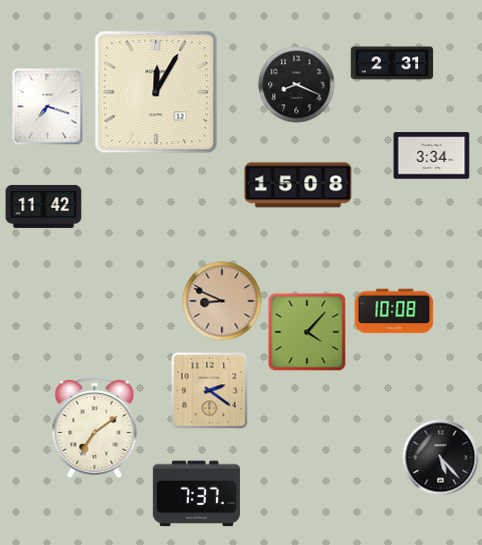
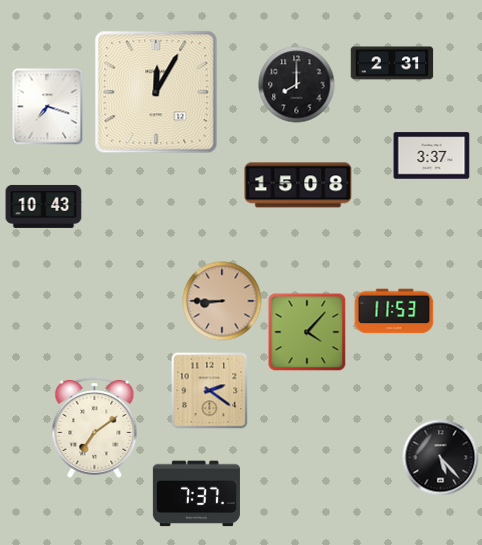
clock at (297, 85): 8:19 -> 8:00
clock at (432, 156): 3:34 -> 3:37
clock at (44, 206): 11:42 -> 10:43
clock at (222, 301): 8:49 -> 8:45
clock at (394, 311): 10:08 -> 11:53
